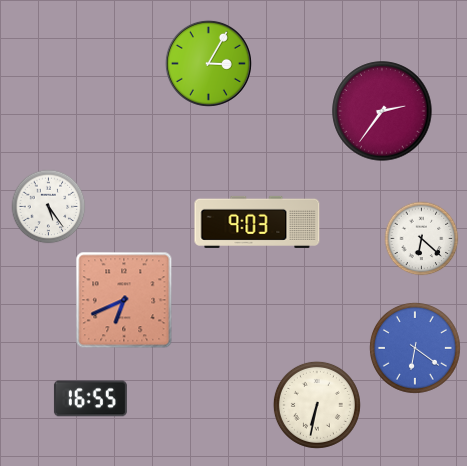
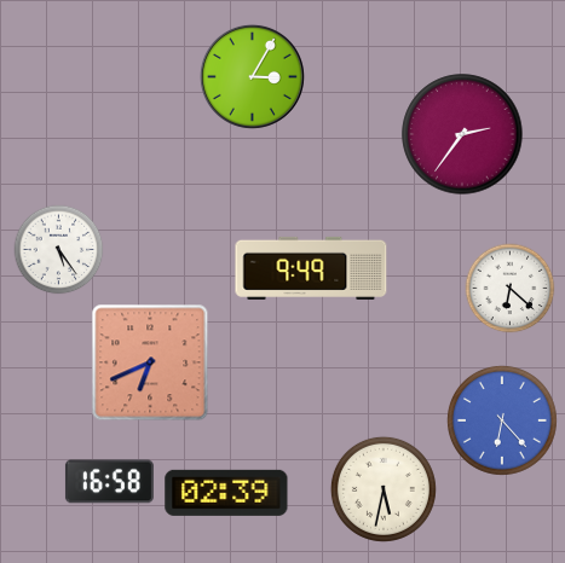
clock at (257, 222): 9:03 -> 9:49
clock at (415, 348): 6:21 -> 6:23
clock at (90, 399): 16:55 -> 16:58
clock at (317, 405): 6:32 -> 5:32
clock at (226, 493): none -> 02:39
